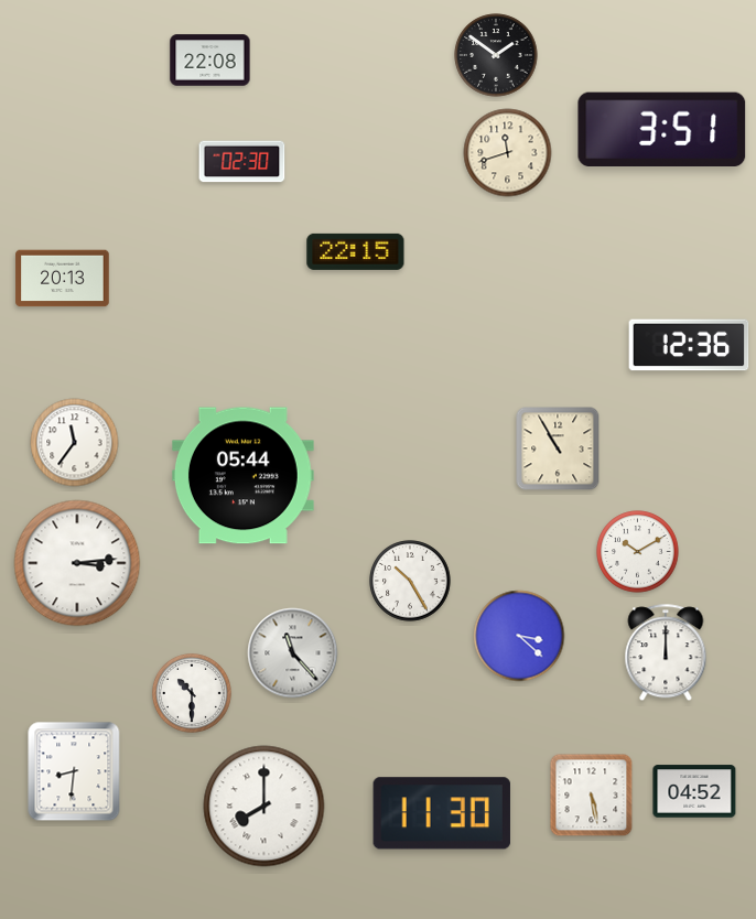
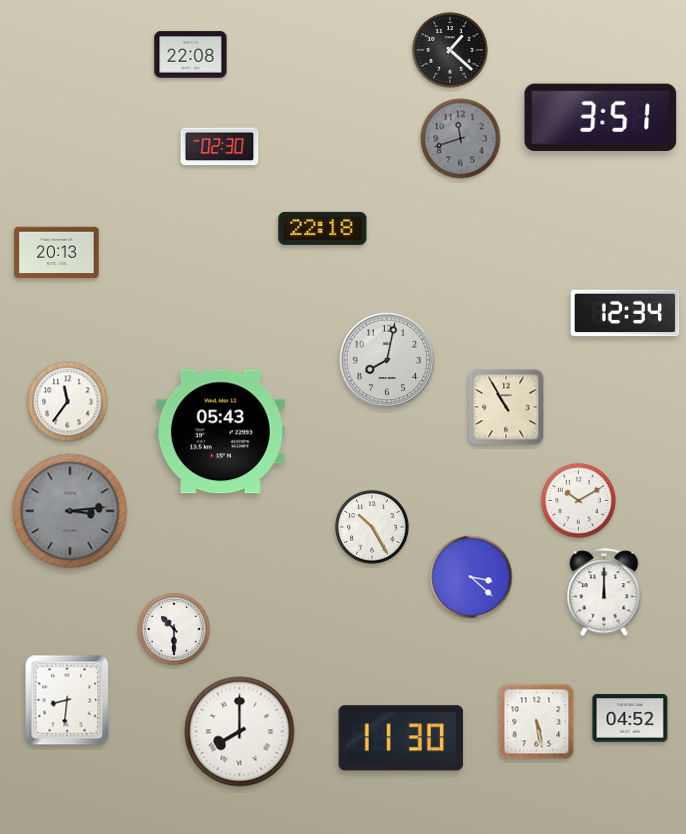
clock at (496, 55): 1:51 -> 1:22
clock at (508, 153) dial: cream -> grey
clock at (356, 251): 22:15 -> 22:18
clock at (689, 345): 12:36 -> 12:34
clock at (387, 360): none -> 8:02
clock at (242, 476): 05:44 -> 05:43
clock at (77, 563) dial: white -> grey
clock at (293, 653): 11:23 -> none
